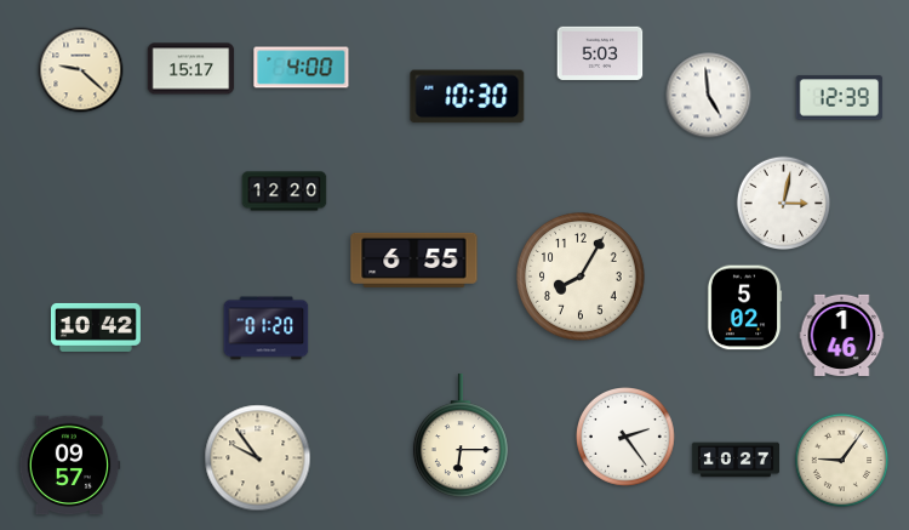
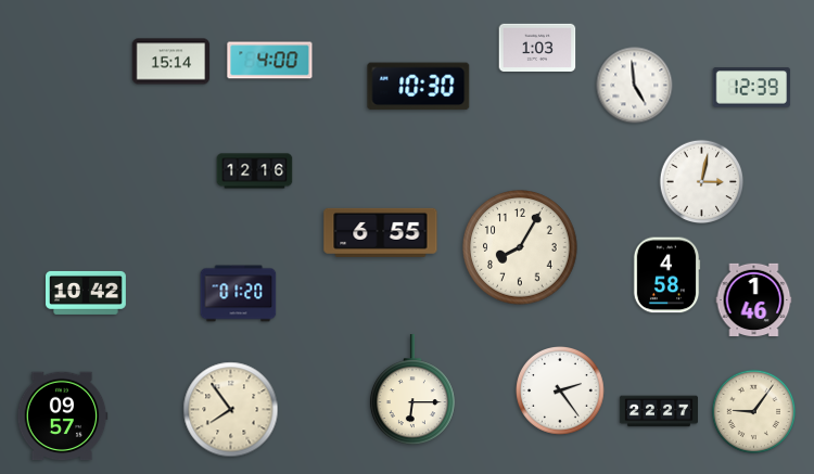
clock at (600, 52): 5:03 -> 1:03
clock at (191, 69): 15:17 -> 15:14
clock at (81, 70): 9:22 -> none
clock at (285, 192): 12:20 -> 12:16
clock at (415, 260) position: (415, 260) -> (381, 232)
clock at (744, 308): 5:02 -> 4:58
clock at (258, 458): 9:54 -> 7:54
clock at (734, 460): 10:27 -> 22:27
